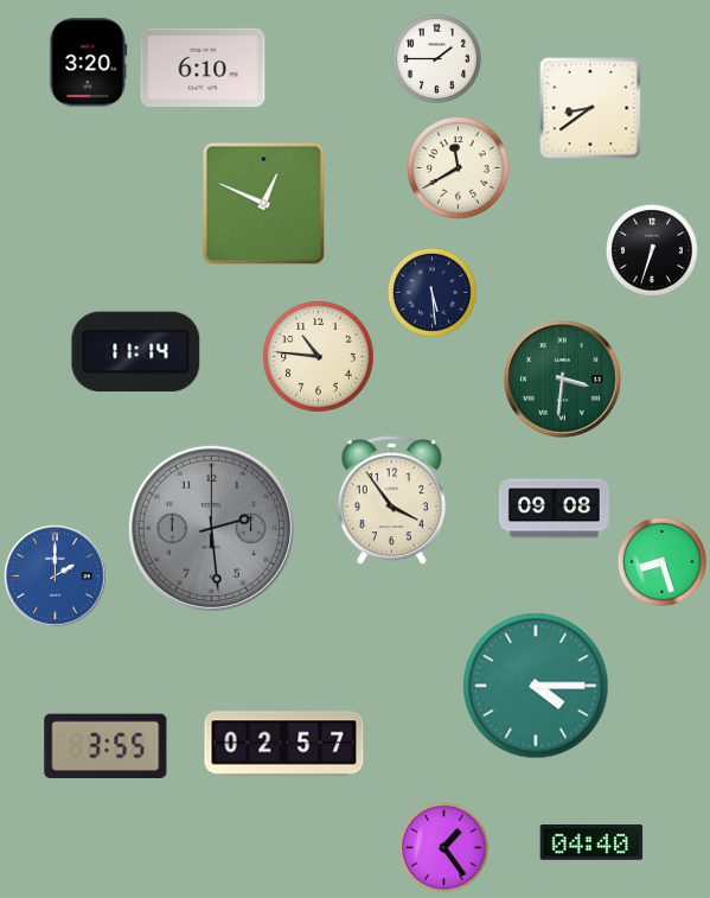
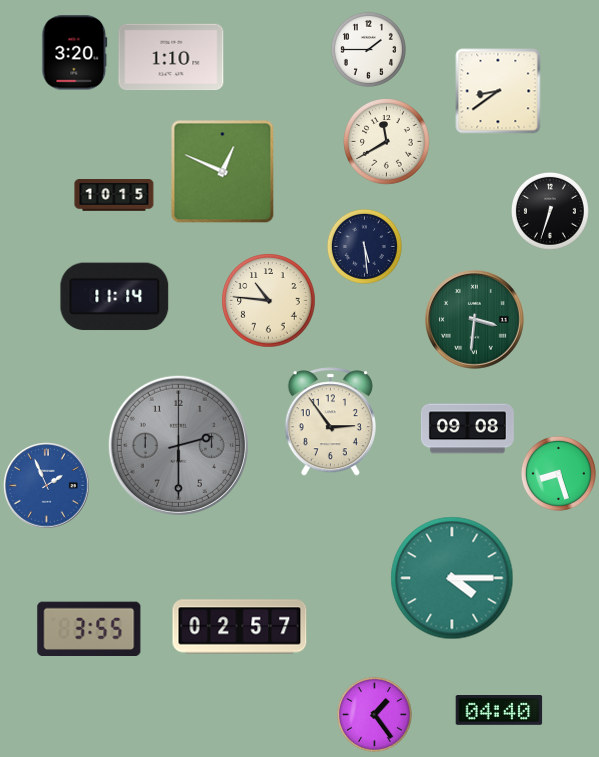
clock at (203, 68): 6:10 -> 1:10
clock at (114, 195): none -> 10:15
clock at (391, 501): 3:54 -> 2:54
clock at (211, 528): 2:29 -> 2:30
clock at (56, 577): 2:00 -> 1:56
